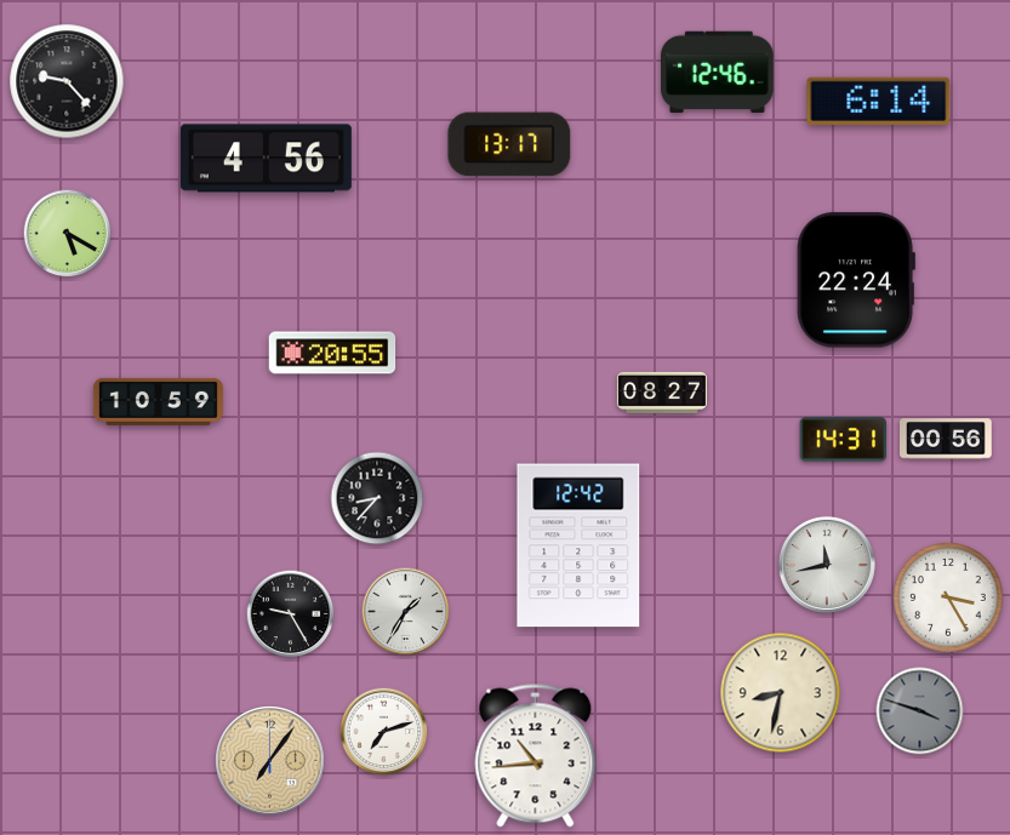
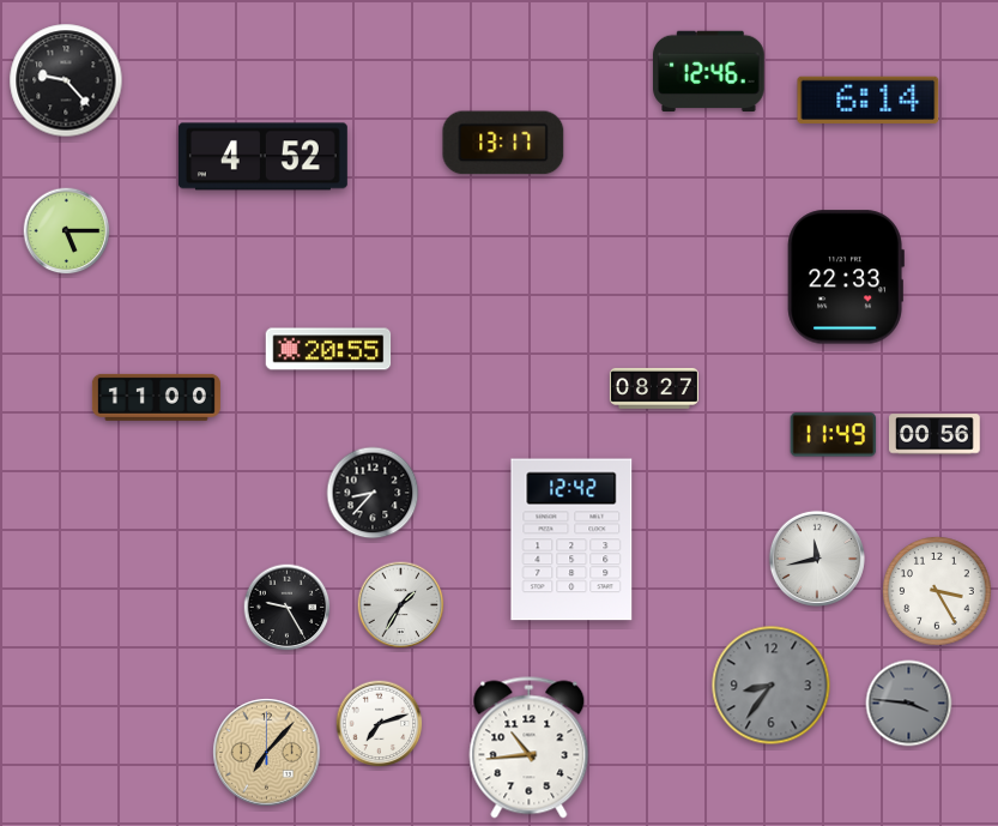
clock at (266, 159): 4:56 -> 4:52
clock at (68, 234): 5:20 -> 5:15
clock at (856, 280): 22:24 -> 22:33
clock at (158, 401): 10:59 -> 11:00
clock at (844, 440): 14:31 -> 11:49
clock at (781, 693): 8:32 -> 8:36
clock at (781, 693) dial: cream -> grey
clock at (920, 711): 3:48 -> 3:46
clock at (270, 761): 7:06 -> 7:07
